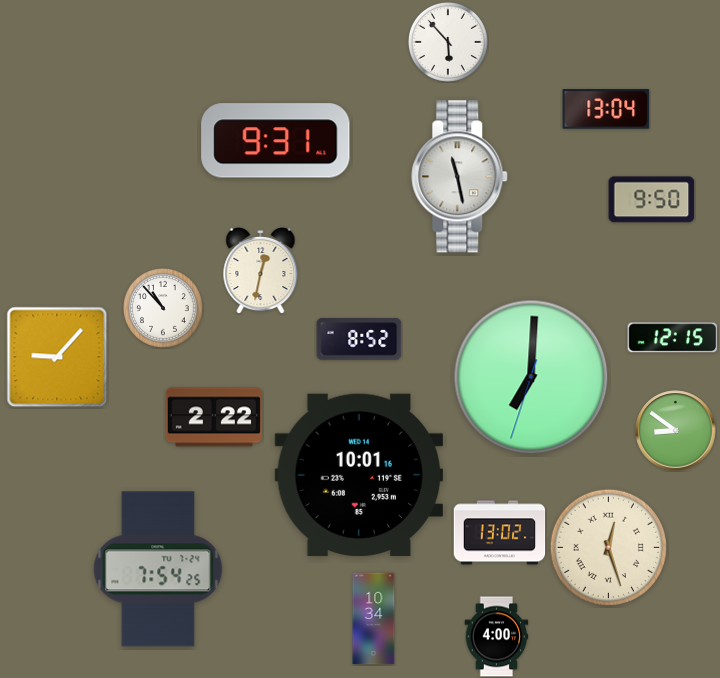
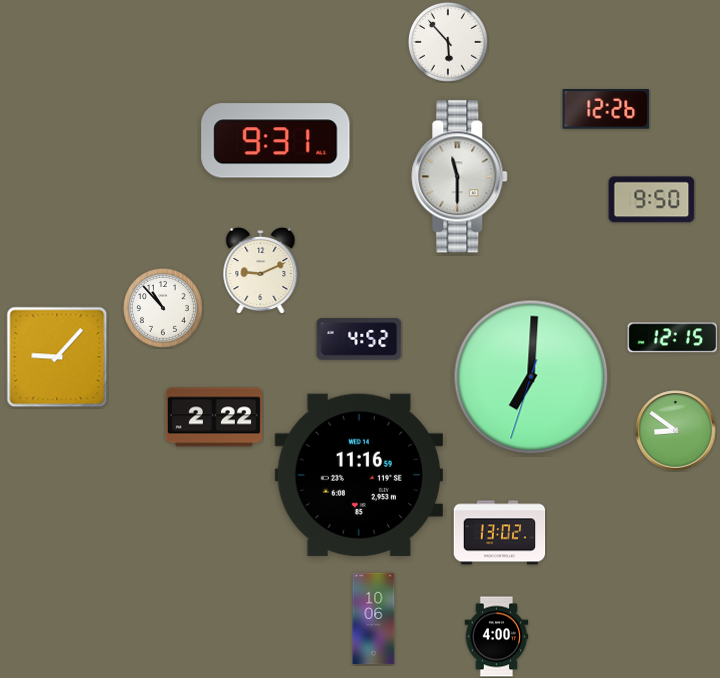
clock at (606, 109): 13:04 -> 12:26
clock at (460, 177): 11:28 -> 11:30
clock at (261, 270): 12:32 -> 9:11
clock at (359, 339): 8:52 -> 4:52
clock at (358, 475): 10:01 -> 11:16
clock at (608, 547): 12:27 -> none
clock at (158, 569): 7:54 -> none
clock at (374, 619): 10:34 -> 10:06
